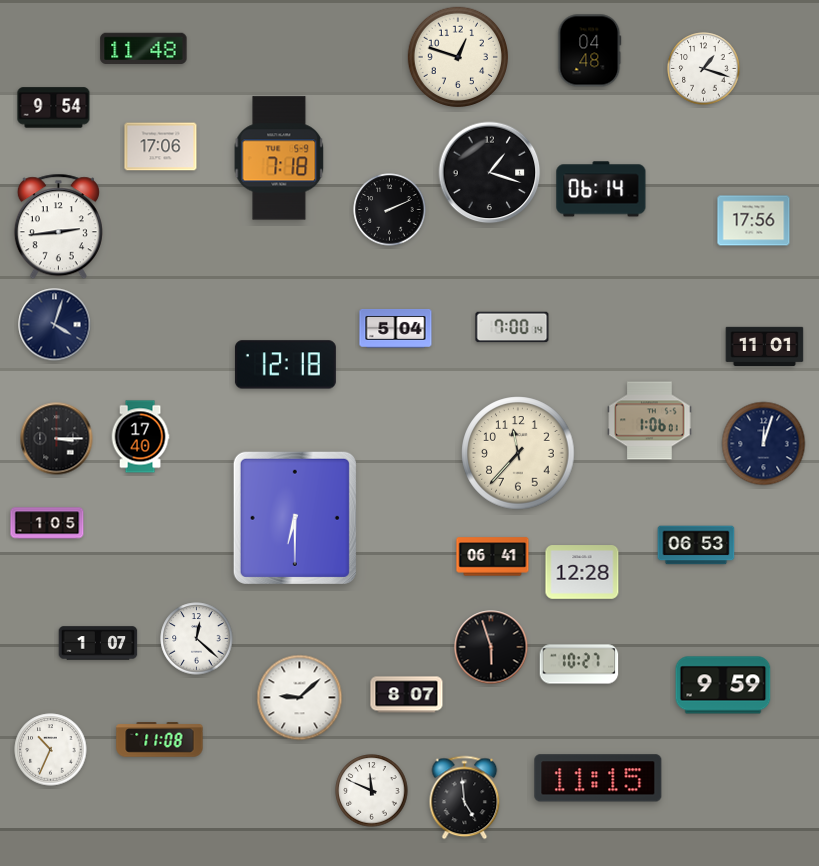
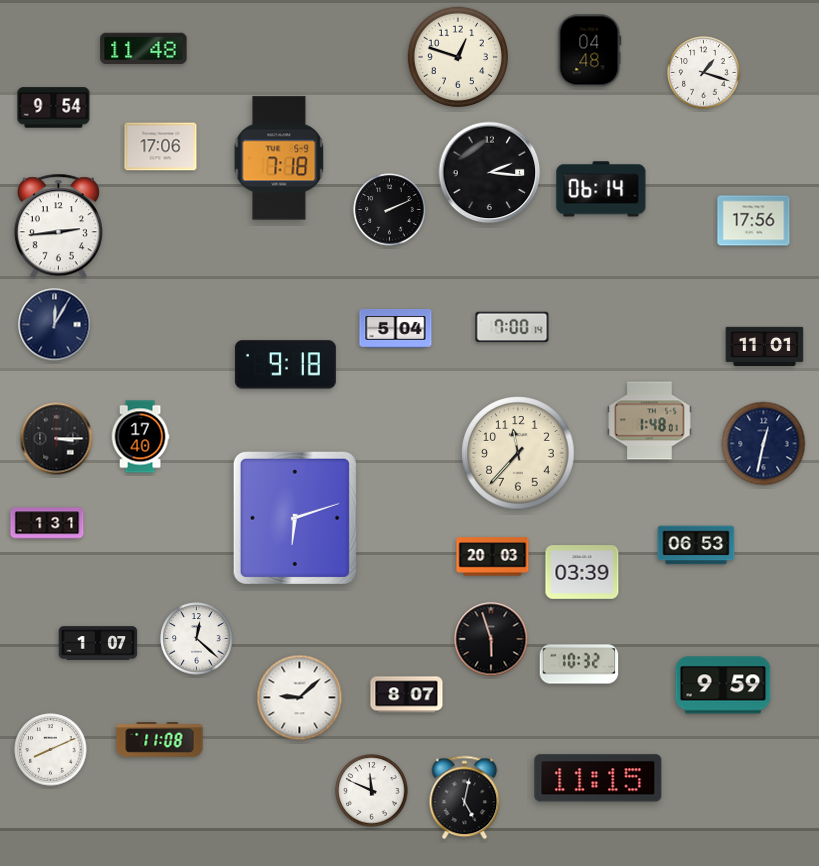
clock at (704, 69) position: (704, 69) -> (704, 73)
clock at (490, 173): 1:18 -> 2:16
clock at (55, 325): 4:03 -> 12:05
clock at (285, 365): 12:18 -> 9:18
clock at (650, 421): 1:06 -> 1:48
clock at (764, 444): 12:03 -> 12:32
clock at (295, 518): 6:30 -> 6:12
clock at (47, 523): 1:05 -> 1:31
clock at (493, 557): 06:41 -> 20:03
clock at (582, 572): 12:28 -> 03:39
clock at (491, 647) position: (491, 647) -> (491, 639)
clock at (579, 664): 10:27 -> 10:32
clock at (51, 750): 10:34 -> 8:11
clock at (465, 798): 4:59 -> 5:02
